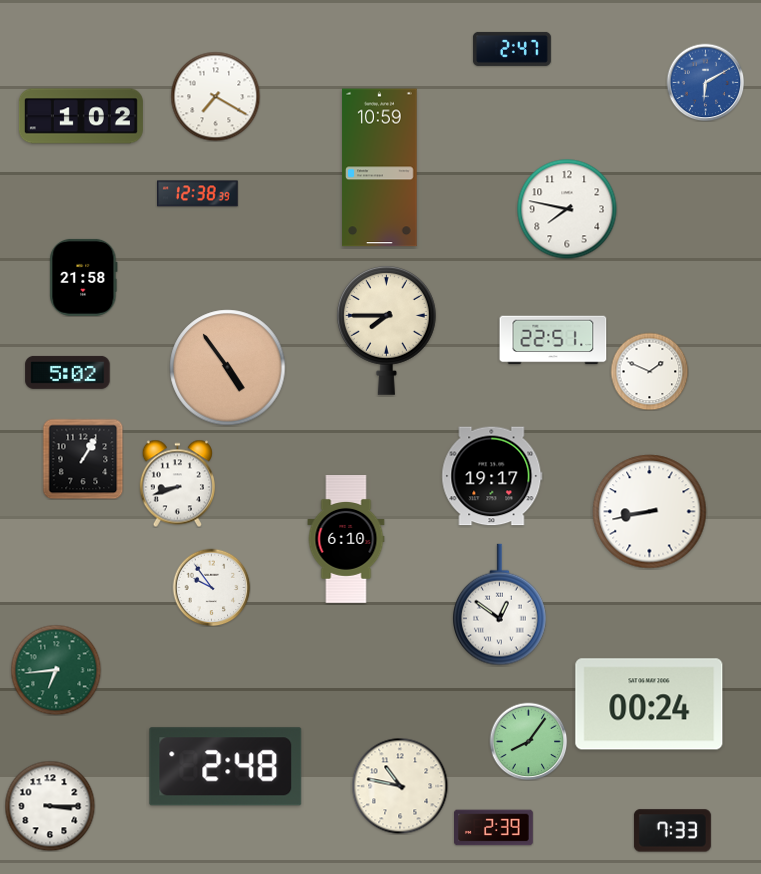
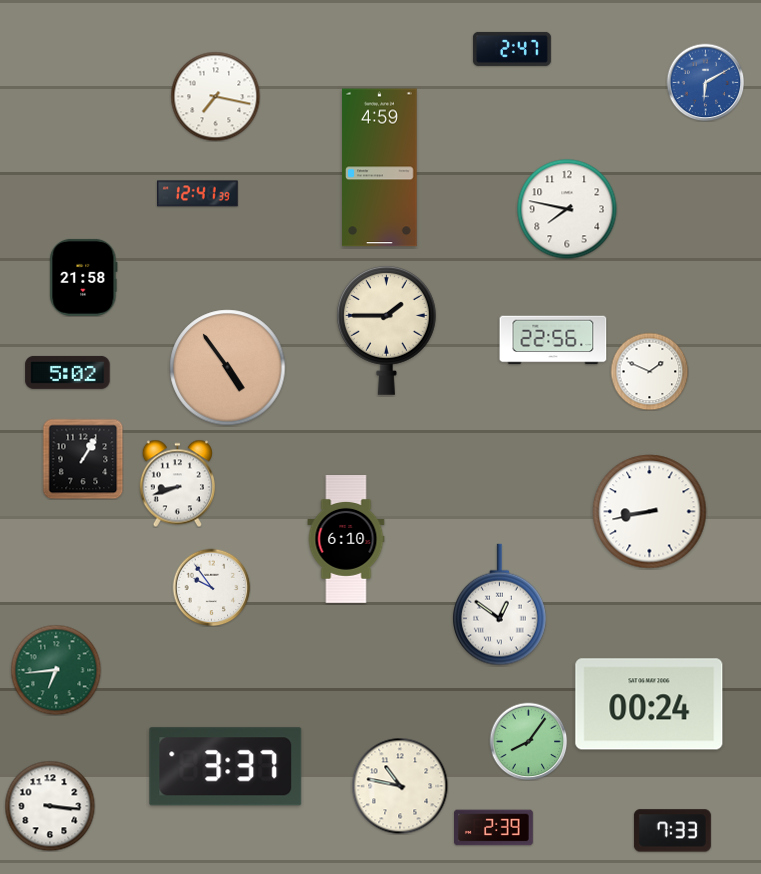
clock at (215, 96): 7:20 -> 7:17
clock at (81, 116): 1:02 -> none
clock at (380, 168): 10:59 -> 4:59
clock at (198, 194): 12:38 -> 12:41
clock at (386, 330): 7:45 -> 1:45
clock at (553, 340): 22:51 -> 22:56
clock at (492, 476): 19:17 -> none
clock at (226, 767): 2:48 -> 3:37
clock at (50, 806): 3:15 -> 3:16
